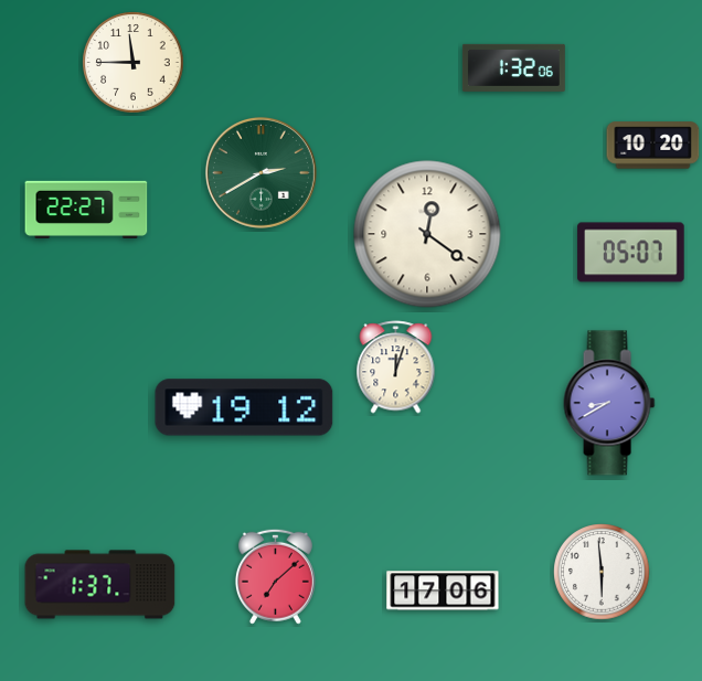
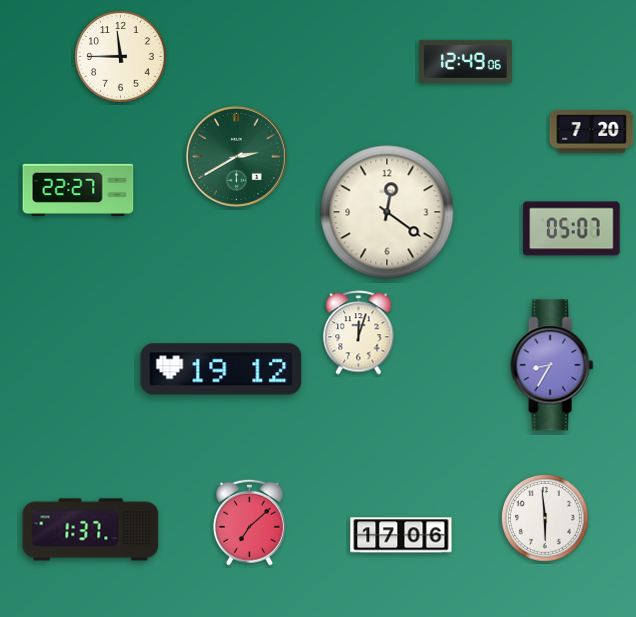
clock at (513, 67): 1:32 -> 12:49
clock at (653, 146): 10:20 -> 7:20
clock at (609, 403): 8:40 -> 8:35
